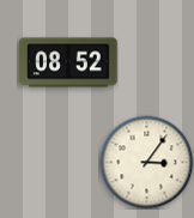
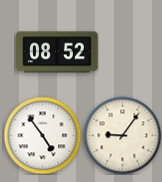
clock at (42, 135): none -> 4:54
clock at (146, 162): 3:06 -> 9:06
